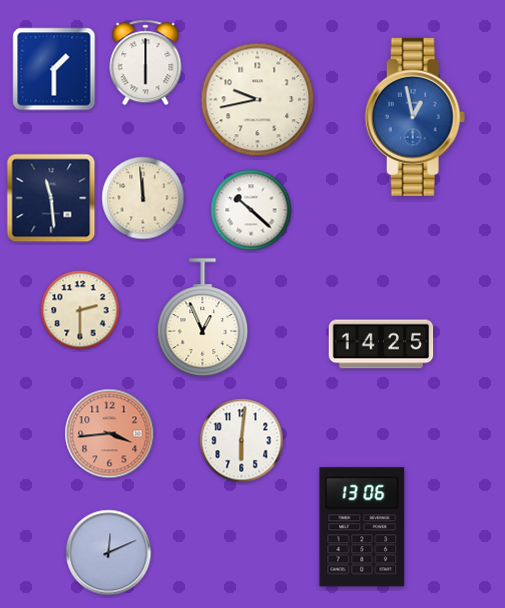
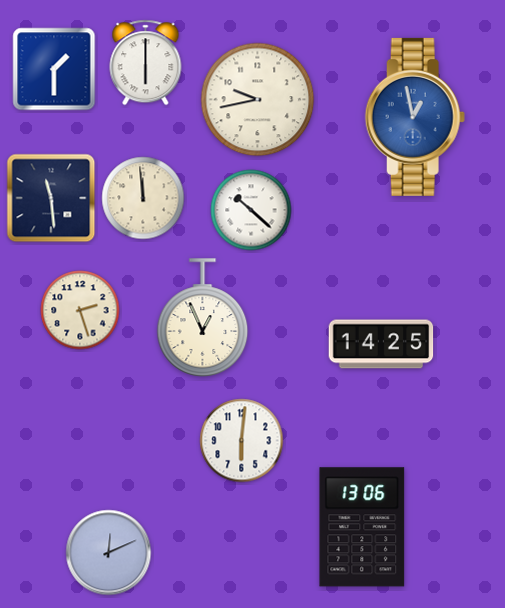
clock at (80, 310): 2:30 -> 2:27
clock at (110, 434): 3:44 -> none
